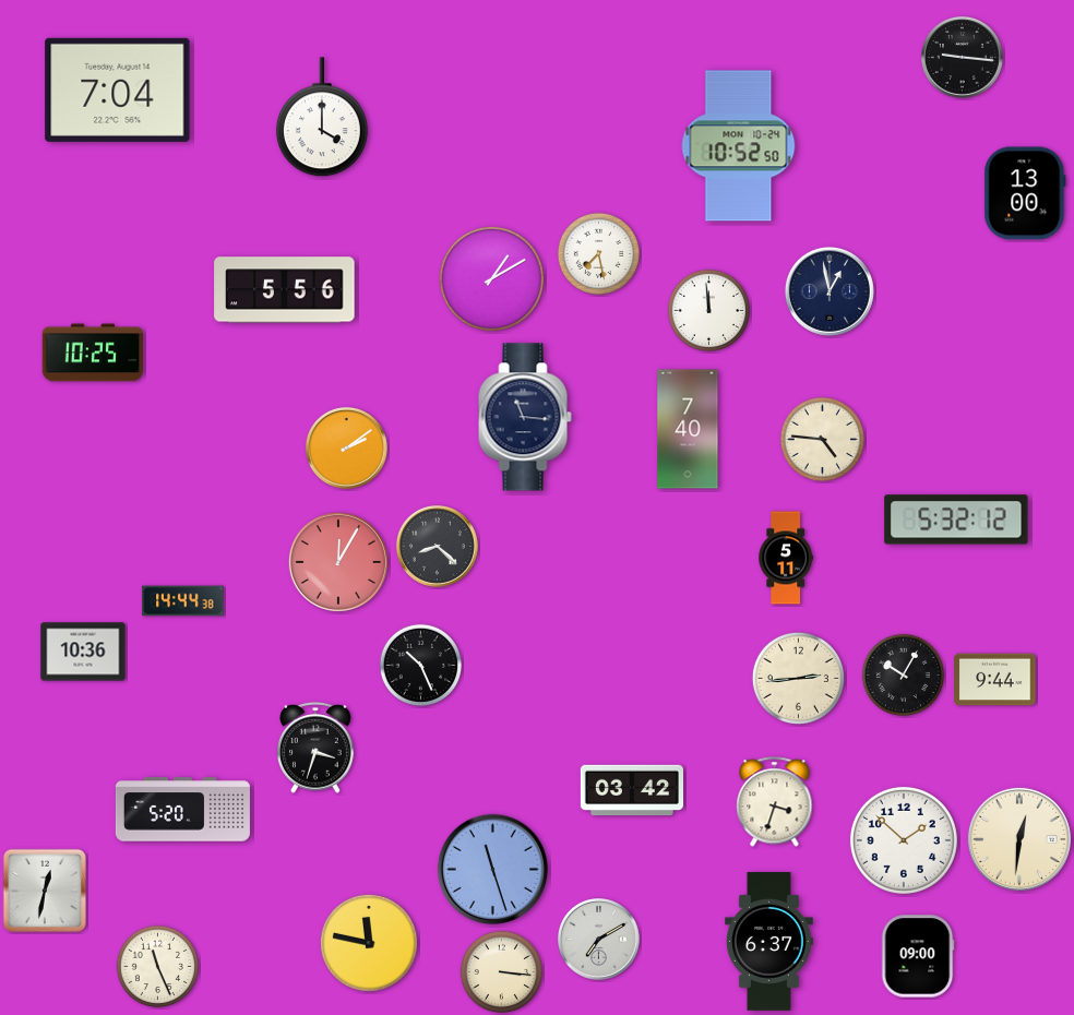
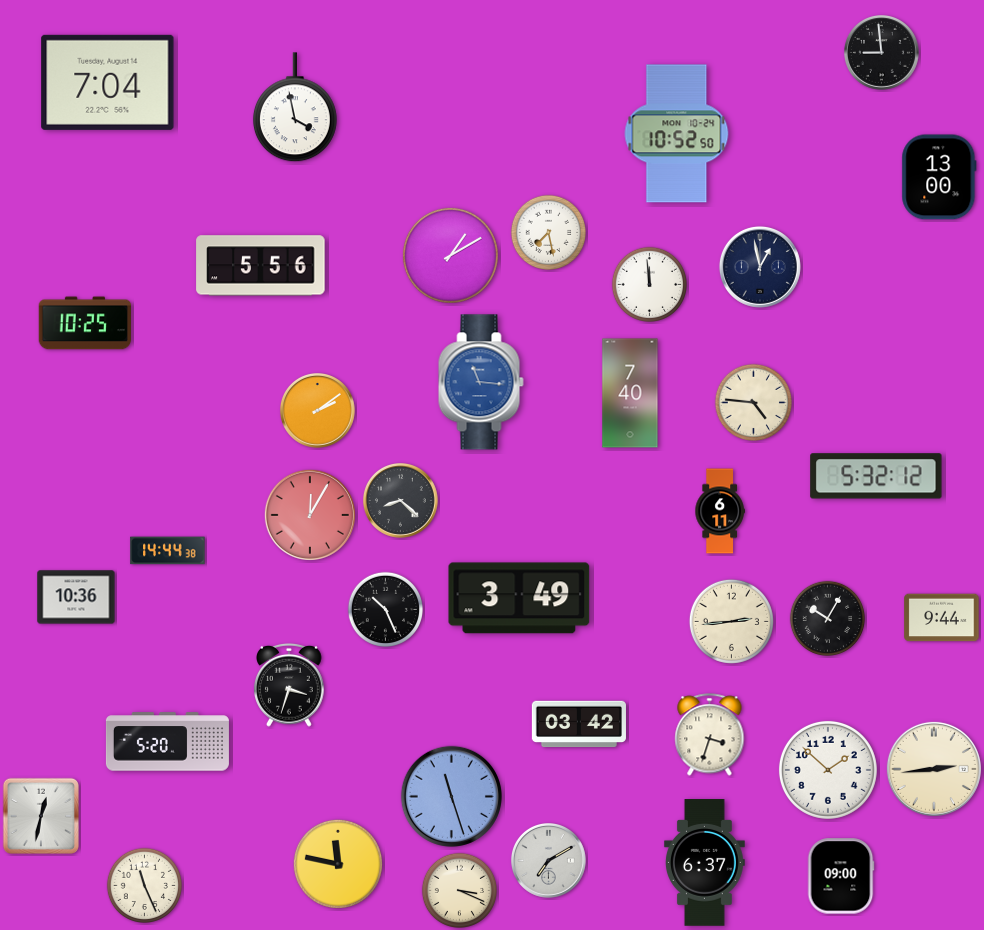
clock at (963, 58): 9:16 -> 8:59
clock at (322, 118): 4:00 -> 3:58
clock at (525, 417) dial: navy -> blue
clock at (786, 558): 5:11 -> 6:11
clock at (519, 598): none -> 3:49
clock at (995, 680) position: (995, 680) -> (942, 618)
clock at (1019, 839): 12:31 -> 2:44
clock at (501, 971): 3:16 -> 3:19
